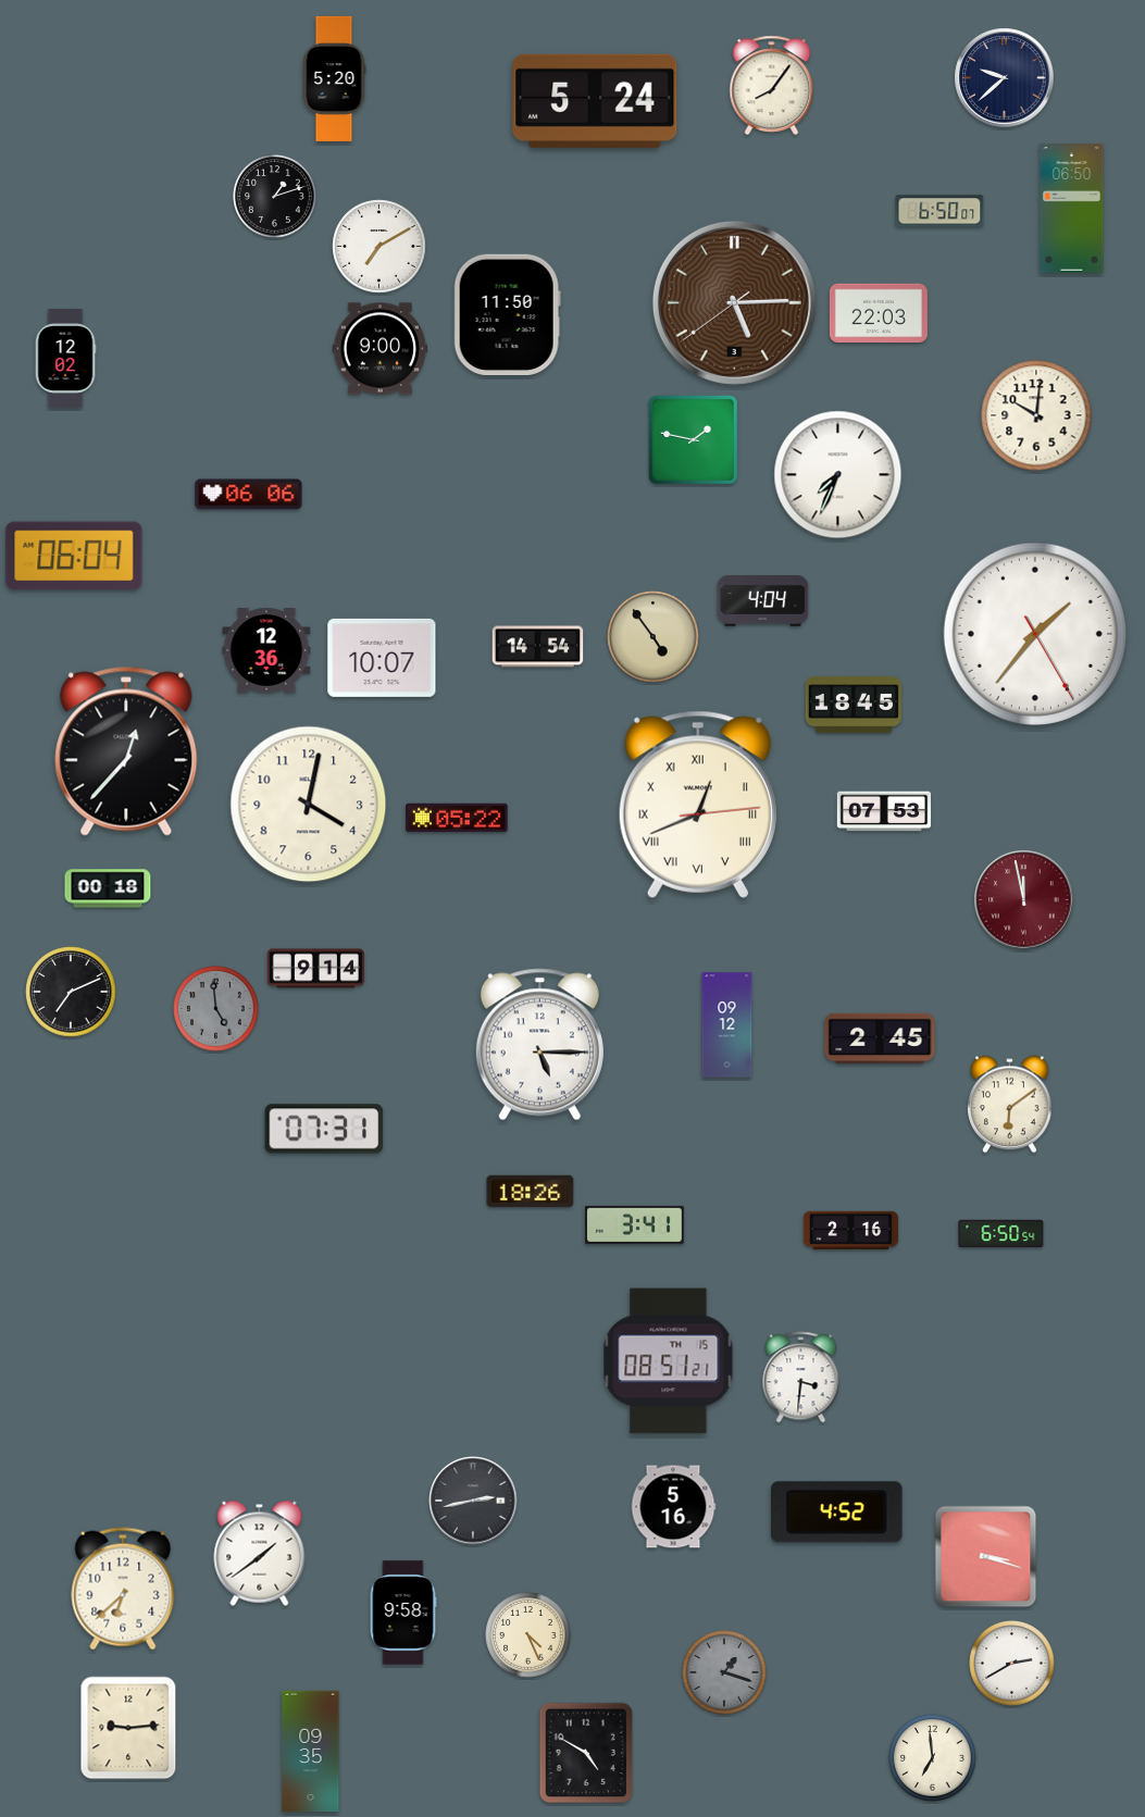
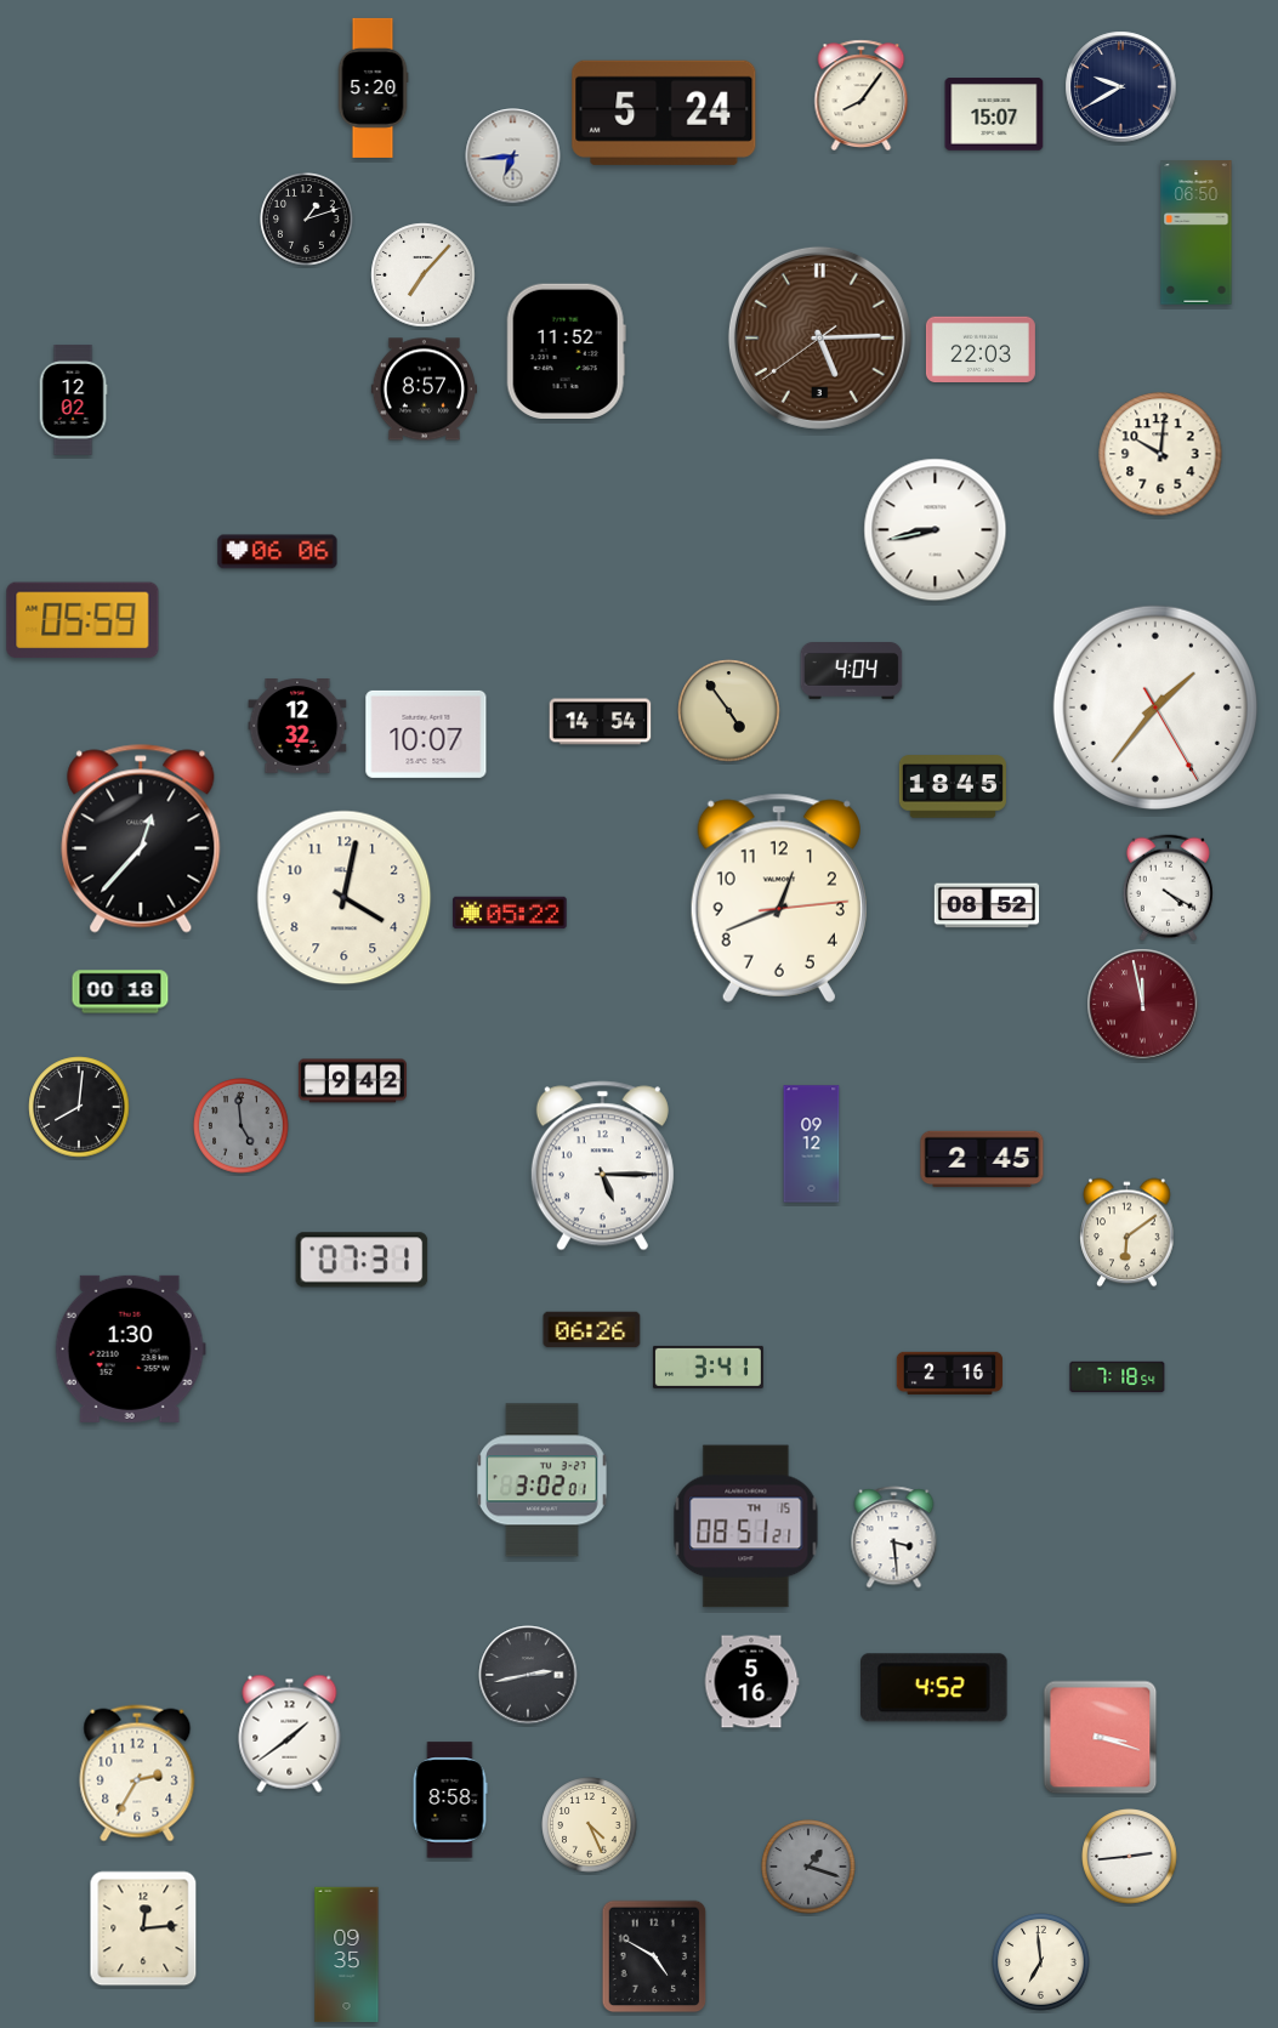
clock at (1005, 78): 9:38 -> 9:40
clock at (994, 114): none -> 15:07
clock at (513, 157): none -> 6:44
clock at (939, 211): 6:50 -> none
clock at (379, 247): 7:10 -> 7:07
clock at (507, 314): 11:50 -> 11:52
clock at (379, 349): 9:00 -> 8:57
clock at (1036, 415) position: (1036, 415) -> (1160, 454)
clock at (693, 439): 1:47 -> none
clock at (838, 475): 7:34 -> 8:43
clock at (74, 556): 06:04 -> 05:59
clock at (266, 651): 12:36 -> 12:32
clock at (1168, 888): none -> 4:20
clock at (698, 805) numerals: Roman -> Arabic
clock at (884, 811): 07:53 -> 08:52
clock at (315, 969): 9:14 -> 9:42
clock at (71, 992): 7:11 -> 8:01
clock at (531, 1192): 18:26 -> 06:26
clock at (130, 1348): none -> 1:30
clock at (1001, 1234): 6:50 -> 7:18
clock at (543, 1481): none -> 3:02
clock at (669, 1361) position: (669, 1361) -> (746, 1527)
clock at (801, 1378): 3:31 -> 3:29
clock at (123, 1589): 6:38 -> 2:35
clock at (403, 1613): 9:58 -> 8:58
clock at (1012, 1664): 2:40 -> 2:44
clock at (128, 1728): 9:14 -> 12:14
